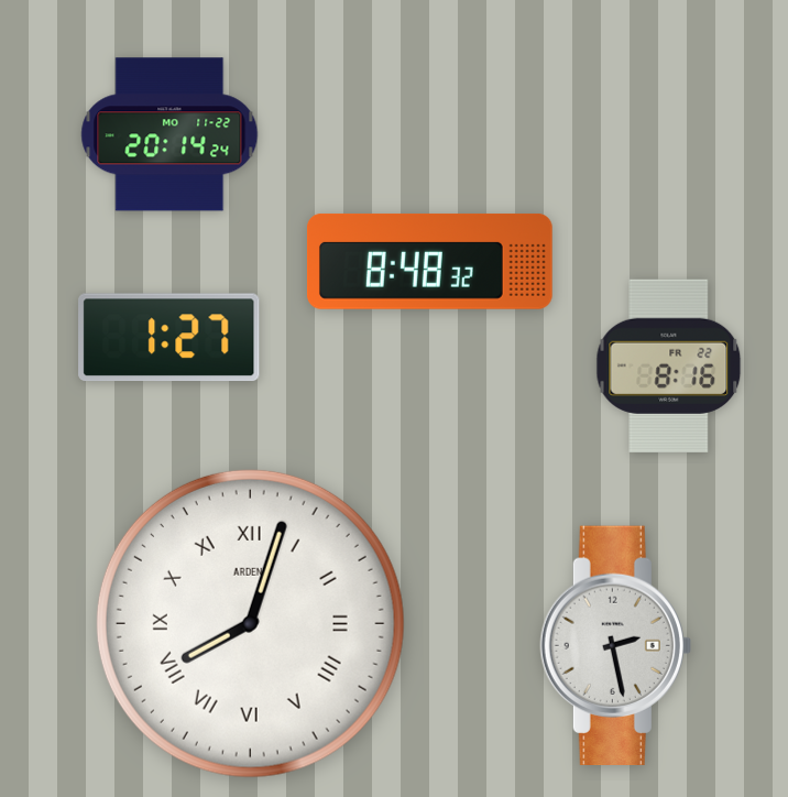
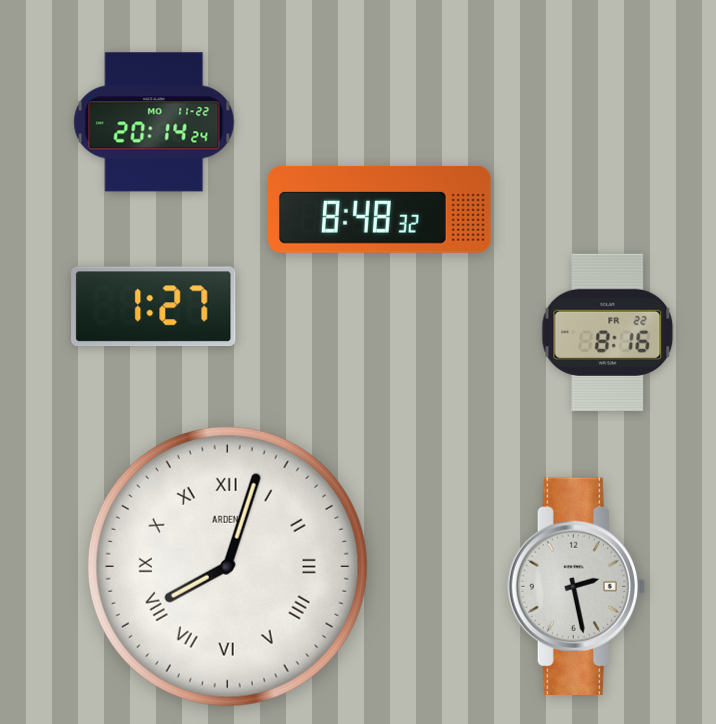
clock at (429, 262) position: (429, 262) -> (379, 210)
clock at (615, 645) position: (615, 645) -> (576, 586)
